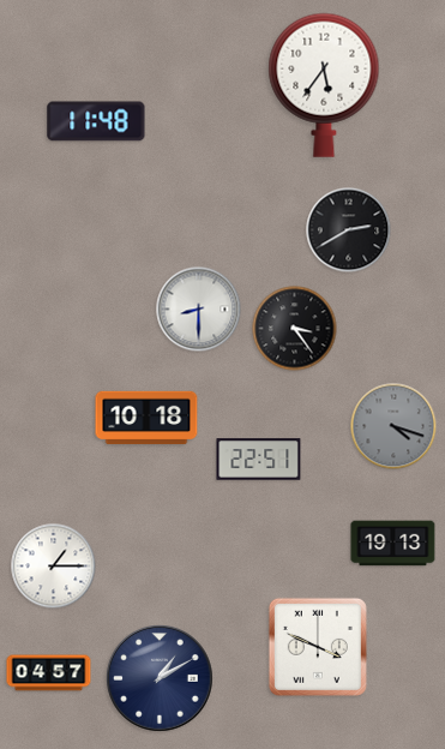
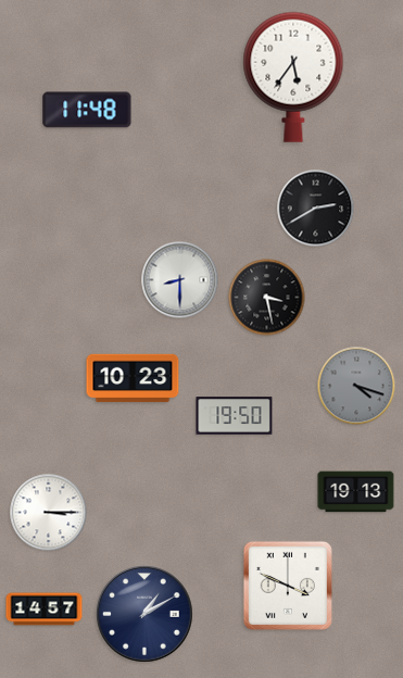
clock at (295, 329): 3:24 -> 3:28
clock at (146, 418): 10:18 -> 10:23
clock at (259, 460): 22:51 -> 19:50
clock at (54, 567): 1:15 -> 3:15
clock at (49, 673): 04:57 -> 14:57
